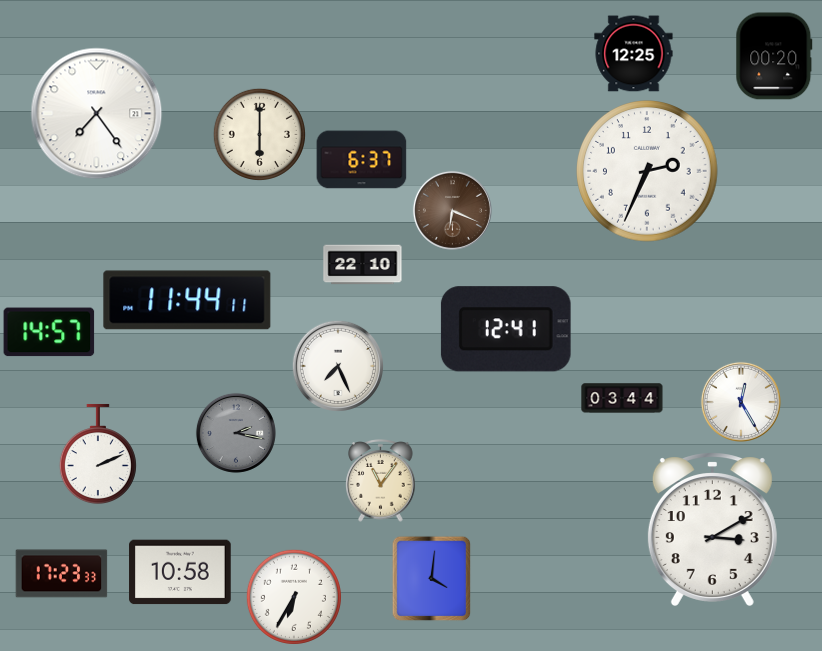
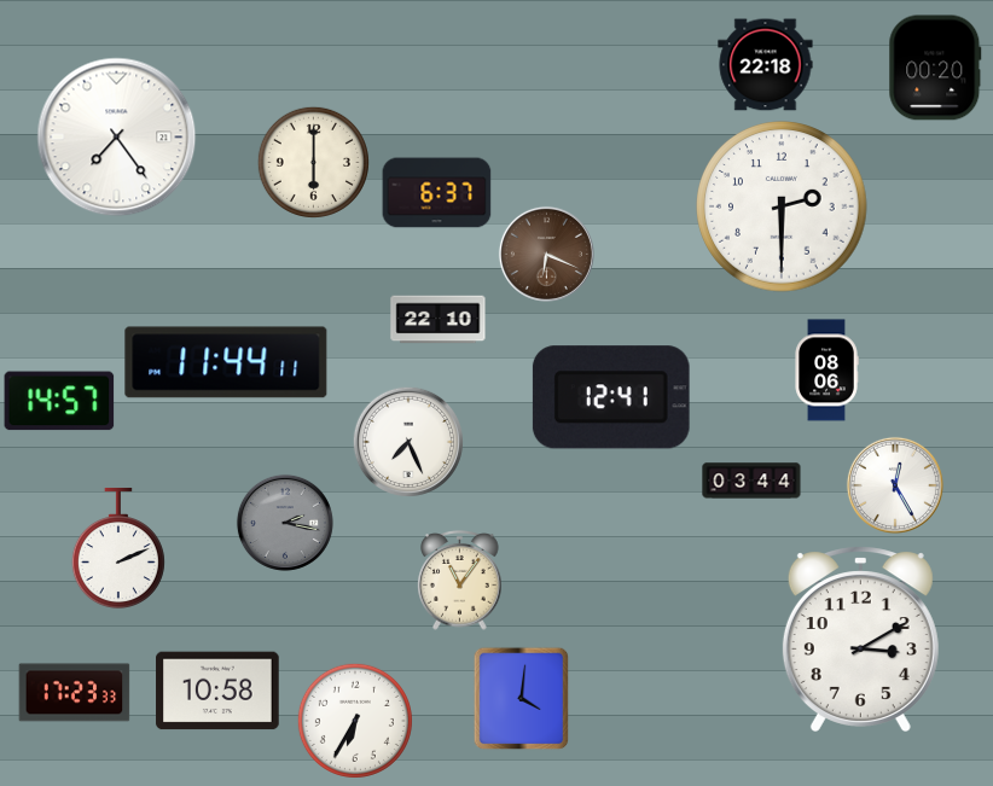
clock at (634, 54): 12:25 -> 22:18
clock at (647, 171): 2:34 -> 2:30
clock at (826, 371): none -> 08:06
